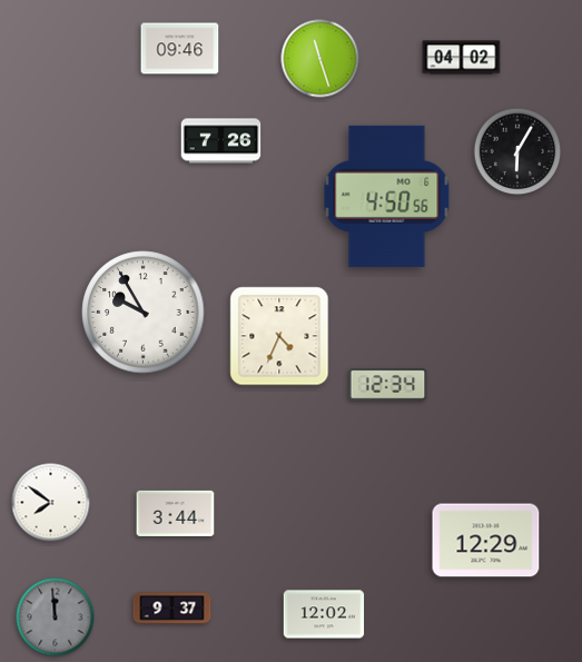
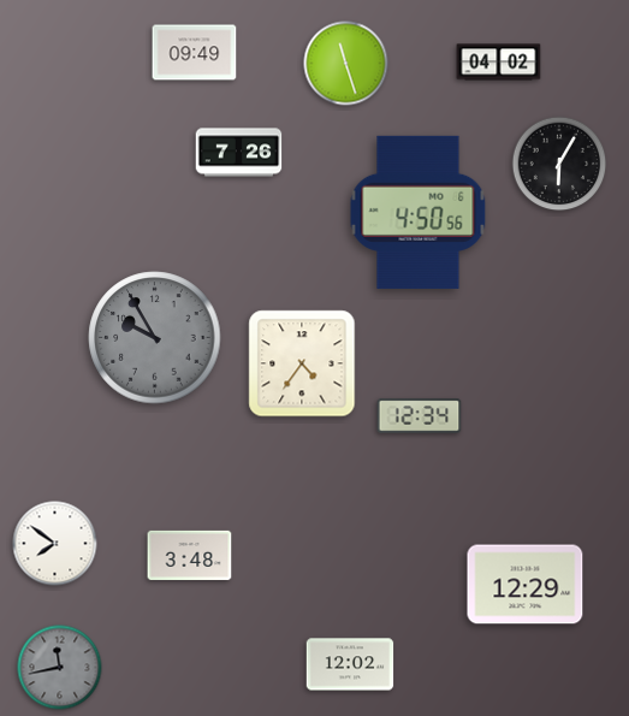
clock at (180, 49): 09:46 -> 09:49
clock at (144, 313) dial: white -> grey
clock at (279, 336): 4:34 -> 4:36
clock at (176, 513): 3:44 -> 3:48
clock at (172, 609): 9:37 -> none
clock at (56, 617): 11:59 -> 11:43
